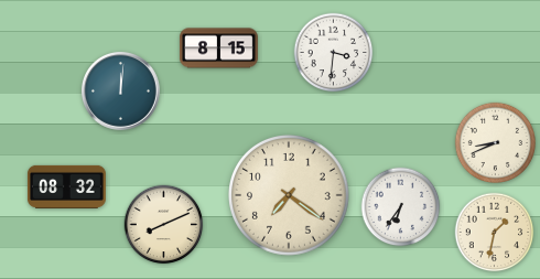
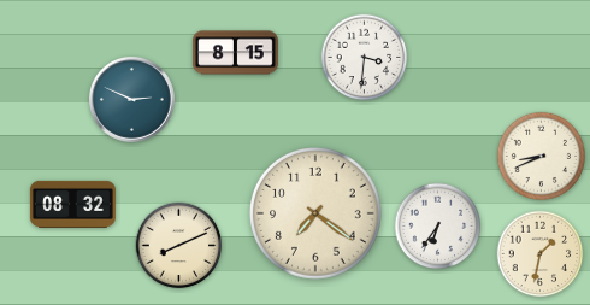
clock at (218, 49) position: (218, 49) -> (235, 53)
clock at (120, 90): 12:01 -> 2:49
